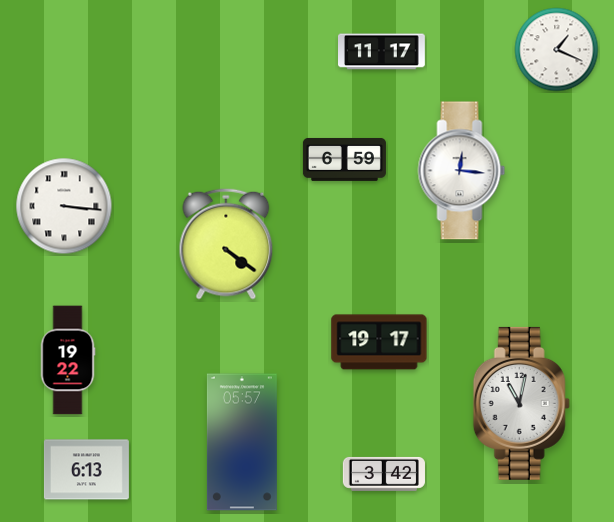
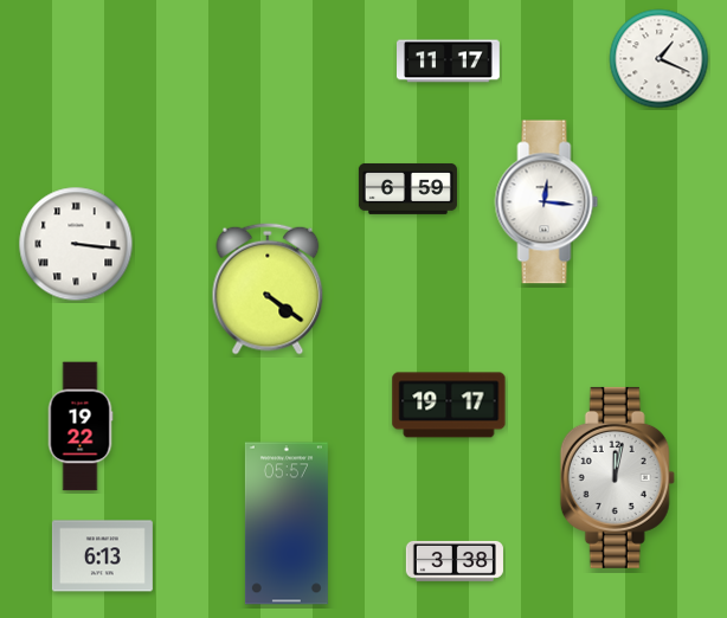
clock at (382, 52) position: (382, 52) -> (449, 62)
clock at (521, 403): 11:02 -> 12:02
clock at (384, 474): 3:42 -> 3:38
